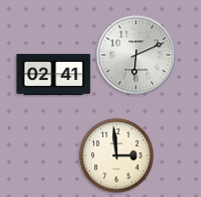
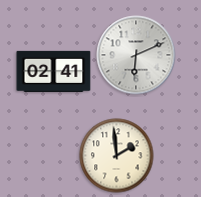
clock at (54, 74) position: (54, 74) -> (54, 71)
clock at (117, 156): 2:59 -> 1:59
